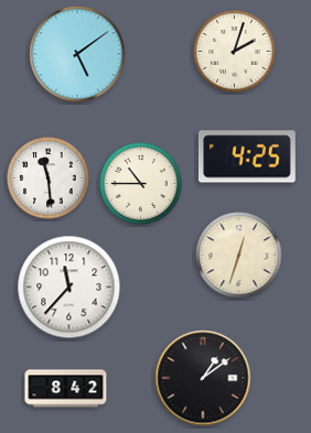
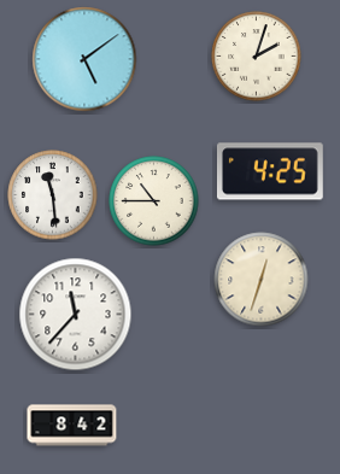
clock at (203, 378): 1:09 -> none
